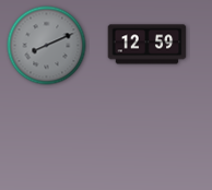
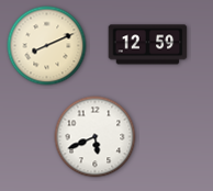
clock at (47, 46) dial: grey -> cream
clock at (96, 137): none -> 5:41
